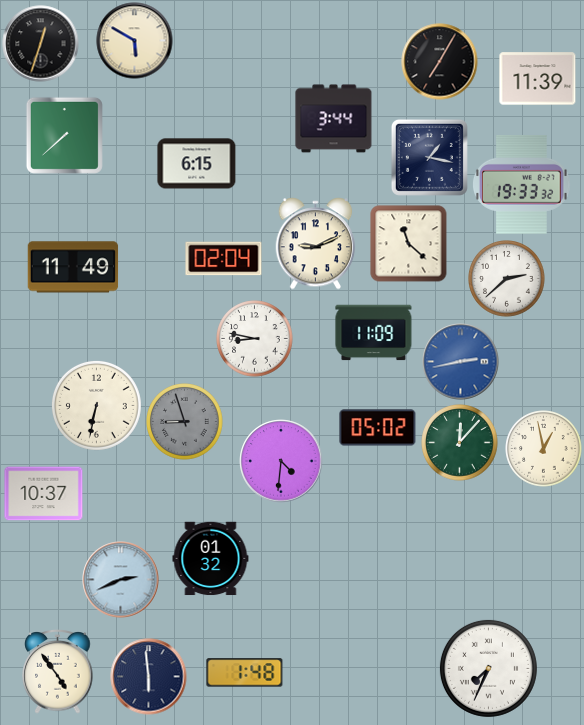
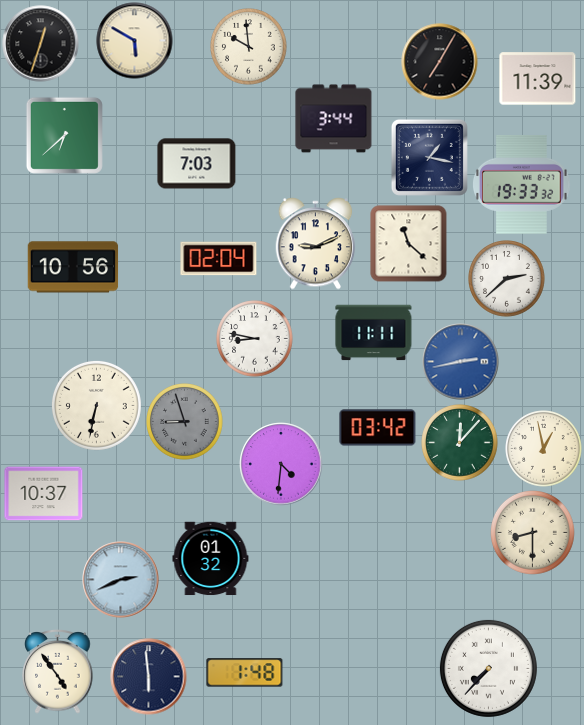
clock at (249, 47): none -> 9:59
clock at (64, 135): 7:38 -> 6:38
clock at (197, 164): 6:15 -> 7:03
clock at (224, 259) position: (224, 259) -> (219, 259)
clock at (73, 267): 11:49 -> 10:56
clock at (374, 333): 11:09 -> 11:11
clock at (378, 428): 05:02 -> 03:42
clock at (281, 461) position: (281, 461) -> (281, 464)
clock at (533, 533): none -> 8:30
clock at (488, 668): 7:34 -> 7:37
